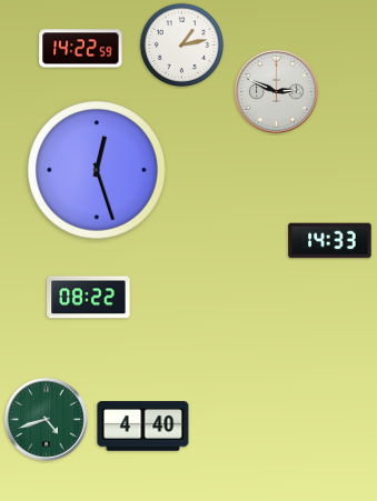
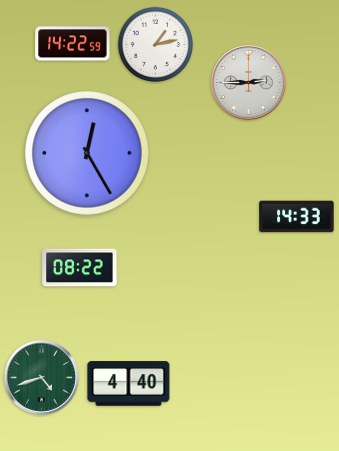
clock at (181, 44) position: (181, 44) -> (155, 44)
clock at (277, 92): 2:49 -> 2:45
clock at (97, 170): 12:27 -> 12:25
